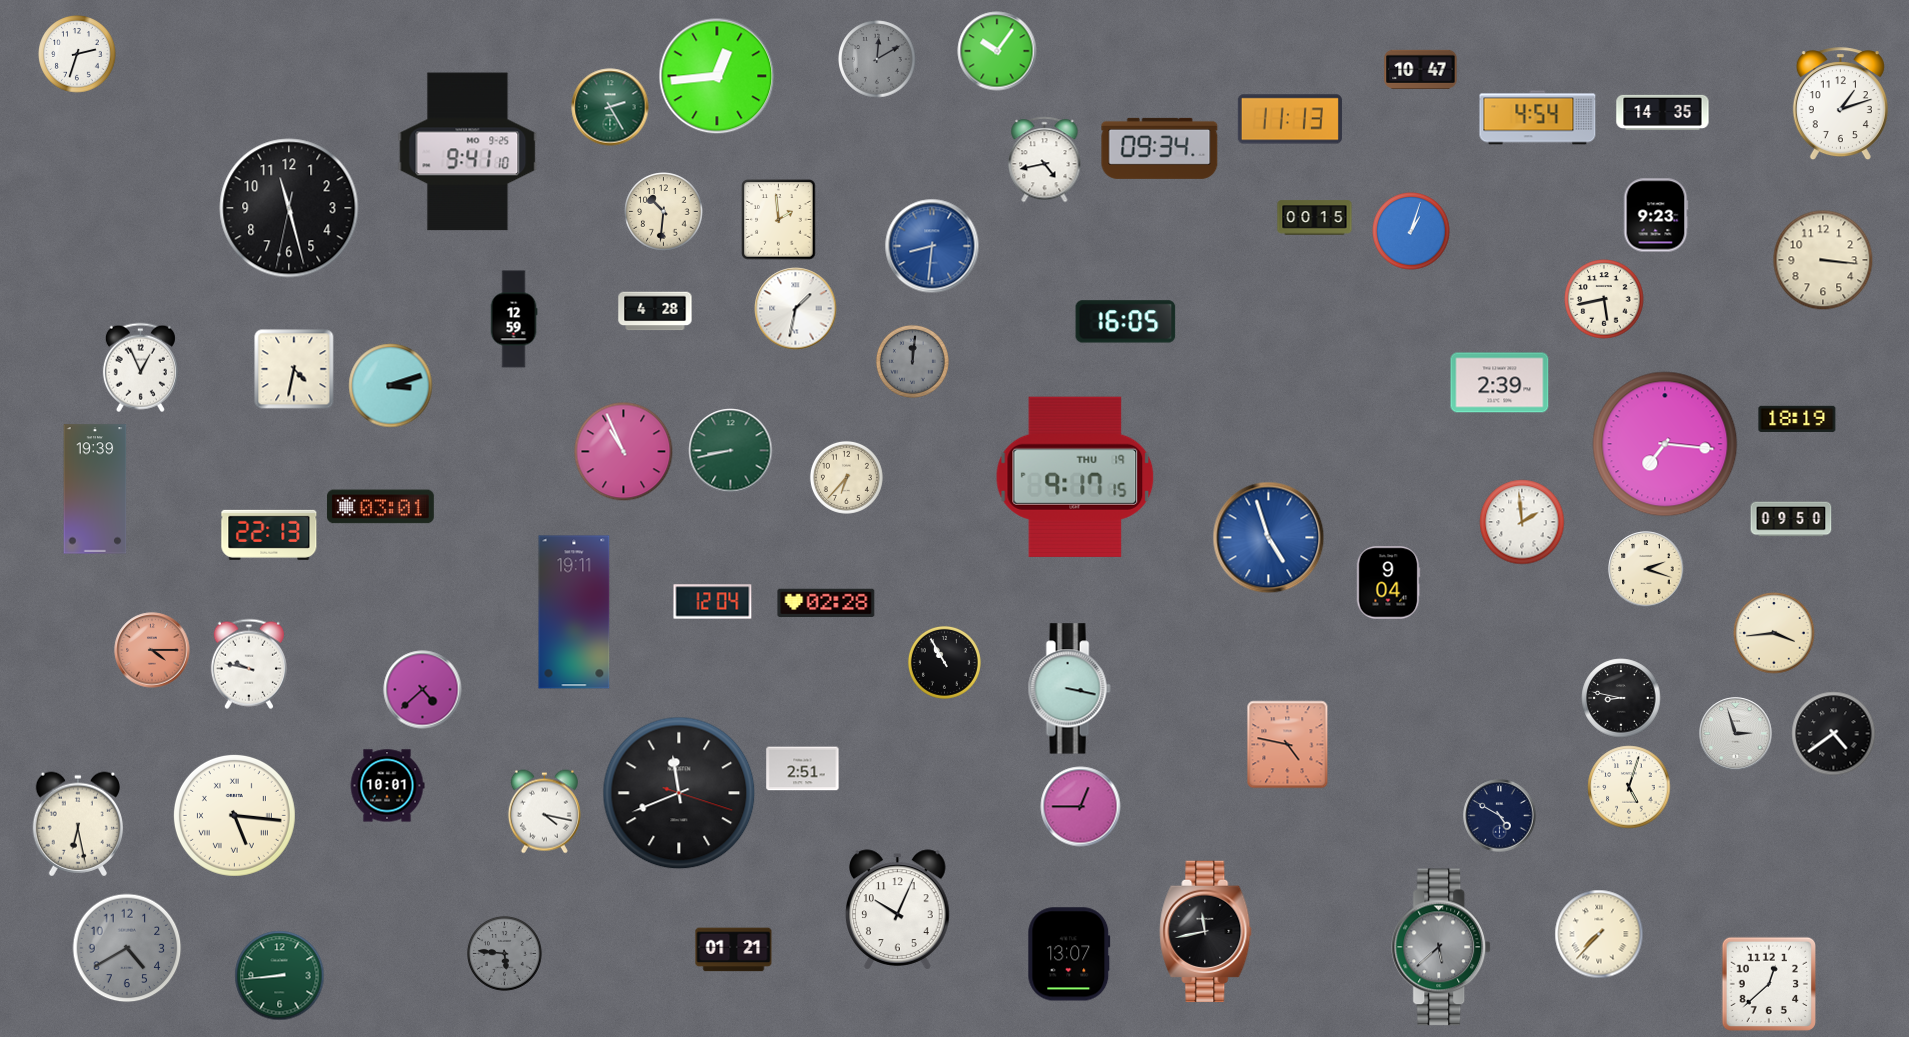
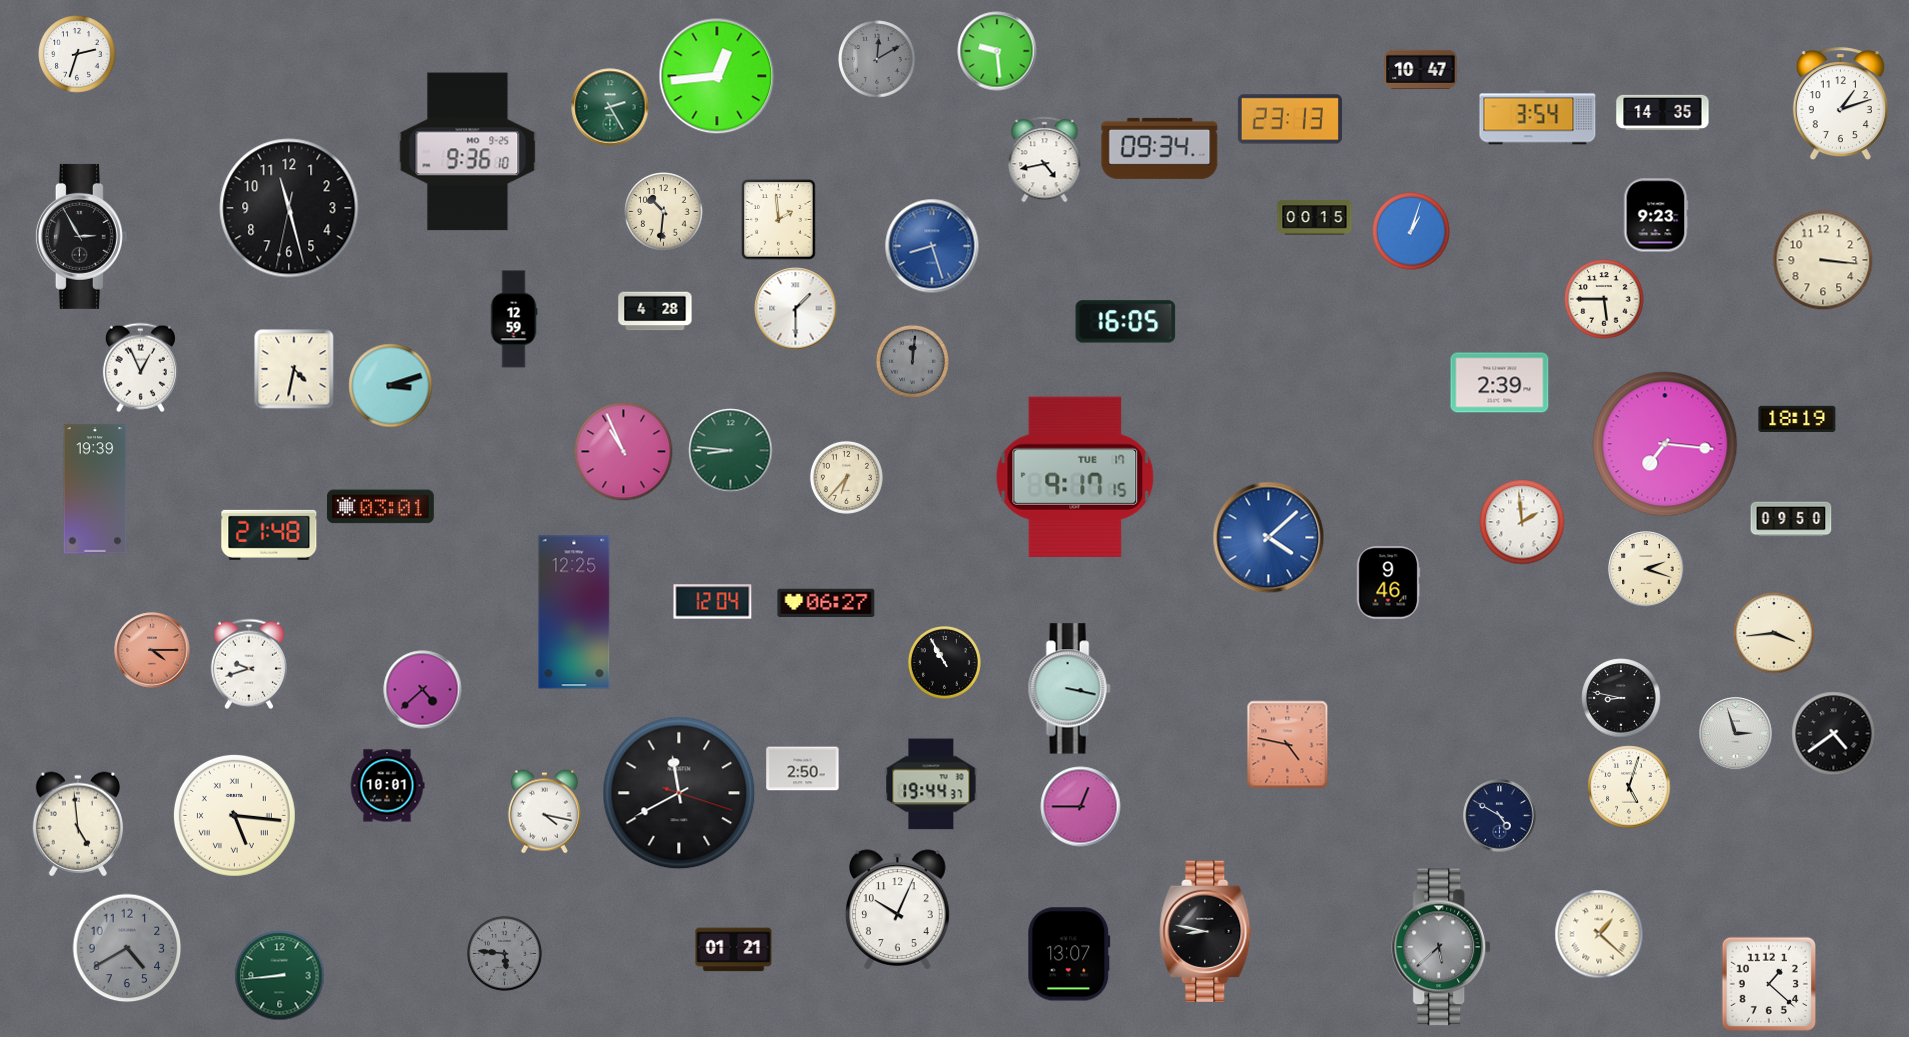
clock at (997, 51): 10:06 -> 9:29
clock at (1538, 118): 4:54 -> 3:54
clock at (1290, 119): 11:13 -> 23:13
clock at (468, 152): 9:41 -> 9:36
clock at (81, 236): none -> 2:55
clock at (932, 246): 8:31 -> 8:27
clock at (1604, 299): 5:43 -> 5:45
clock at (796, 309): 1:32 -> 1:30
clock at (731, 451): 8:43 -> 8:46
clock at (1075, 477) date: THU 19 -> TUE 17
clock at (269, 535): 22:13 -> 21:48
clock at (1269, 538): 4:57 -> 4:08
clock at (1388, 583): 9:04 -> 9:46
clock at (826, 602): 02:28 -> 06:27
clock at (574, 612): 19:11 -> 12:25
clock at (249, 664): 9:47 -> 9:42
clock at (803, 769): 2:51 -> 2:50
clock at (931, 784): none -> 19:44
clock at (679, 793): 11:41 -> 11:40
clock at (77, 824): 6:28 -> 4:59
clock at (1206, 931): 11:43 -> 8:47
clock at (1599, 934): 7:37 -> 1:22
clock at (1769, 984): 12:38 -> 1:22
